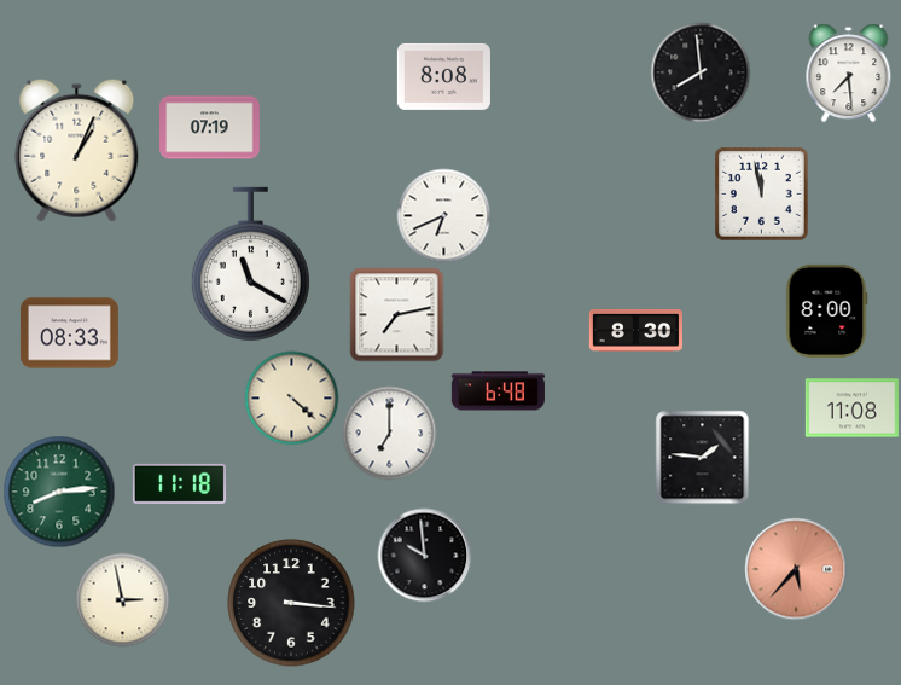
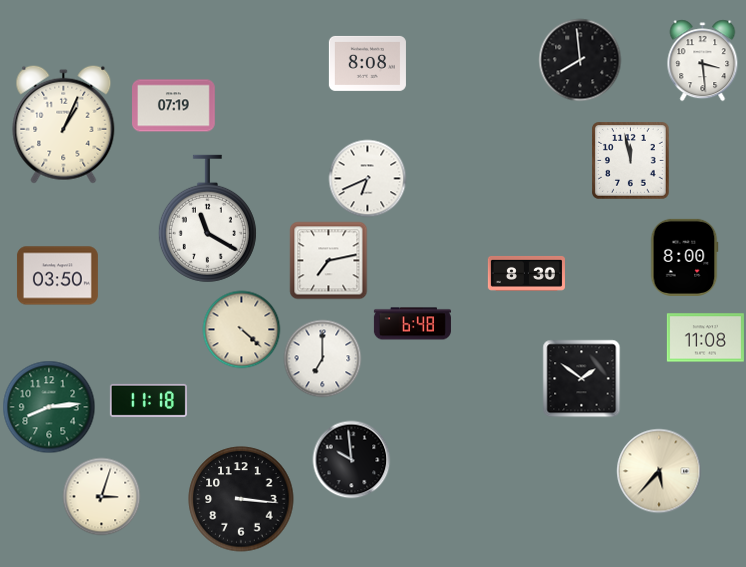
clock at (849, 72): 7:29 -> 3:29
clock at (69, 333): 08:33 -> 03:50
clock at (702, 457): 1:46 -> 1:51
clock at (796, 569) dial: salmon -> cream
clock at (122, 599): 2:58 -> 3:03
